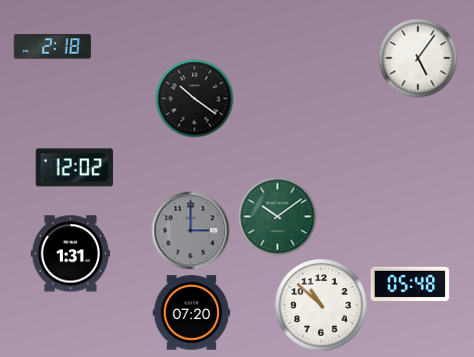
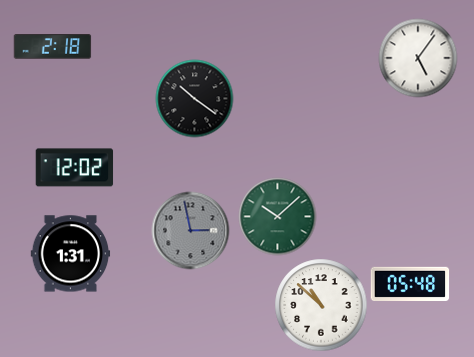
clock at (277, 216): 10:09 -> 10:08
clock at (190, 230): 3:00 -> 2:58
clock at (191, 313): 07:20 -> none
